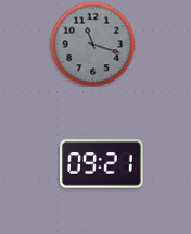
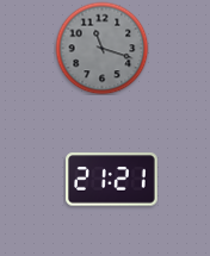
clock at (102, 164): 09:21 -> 21:21
